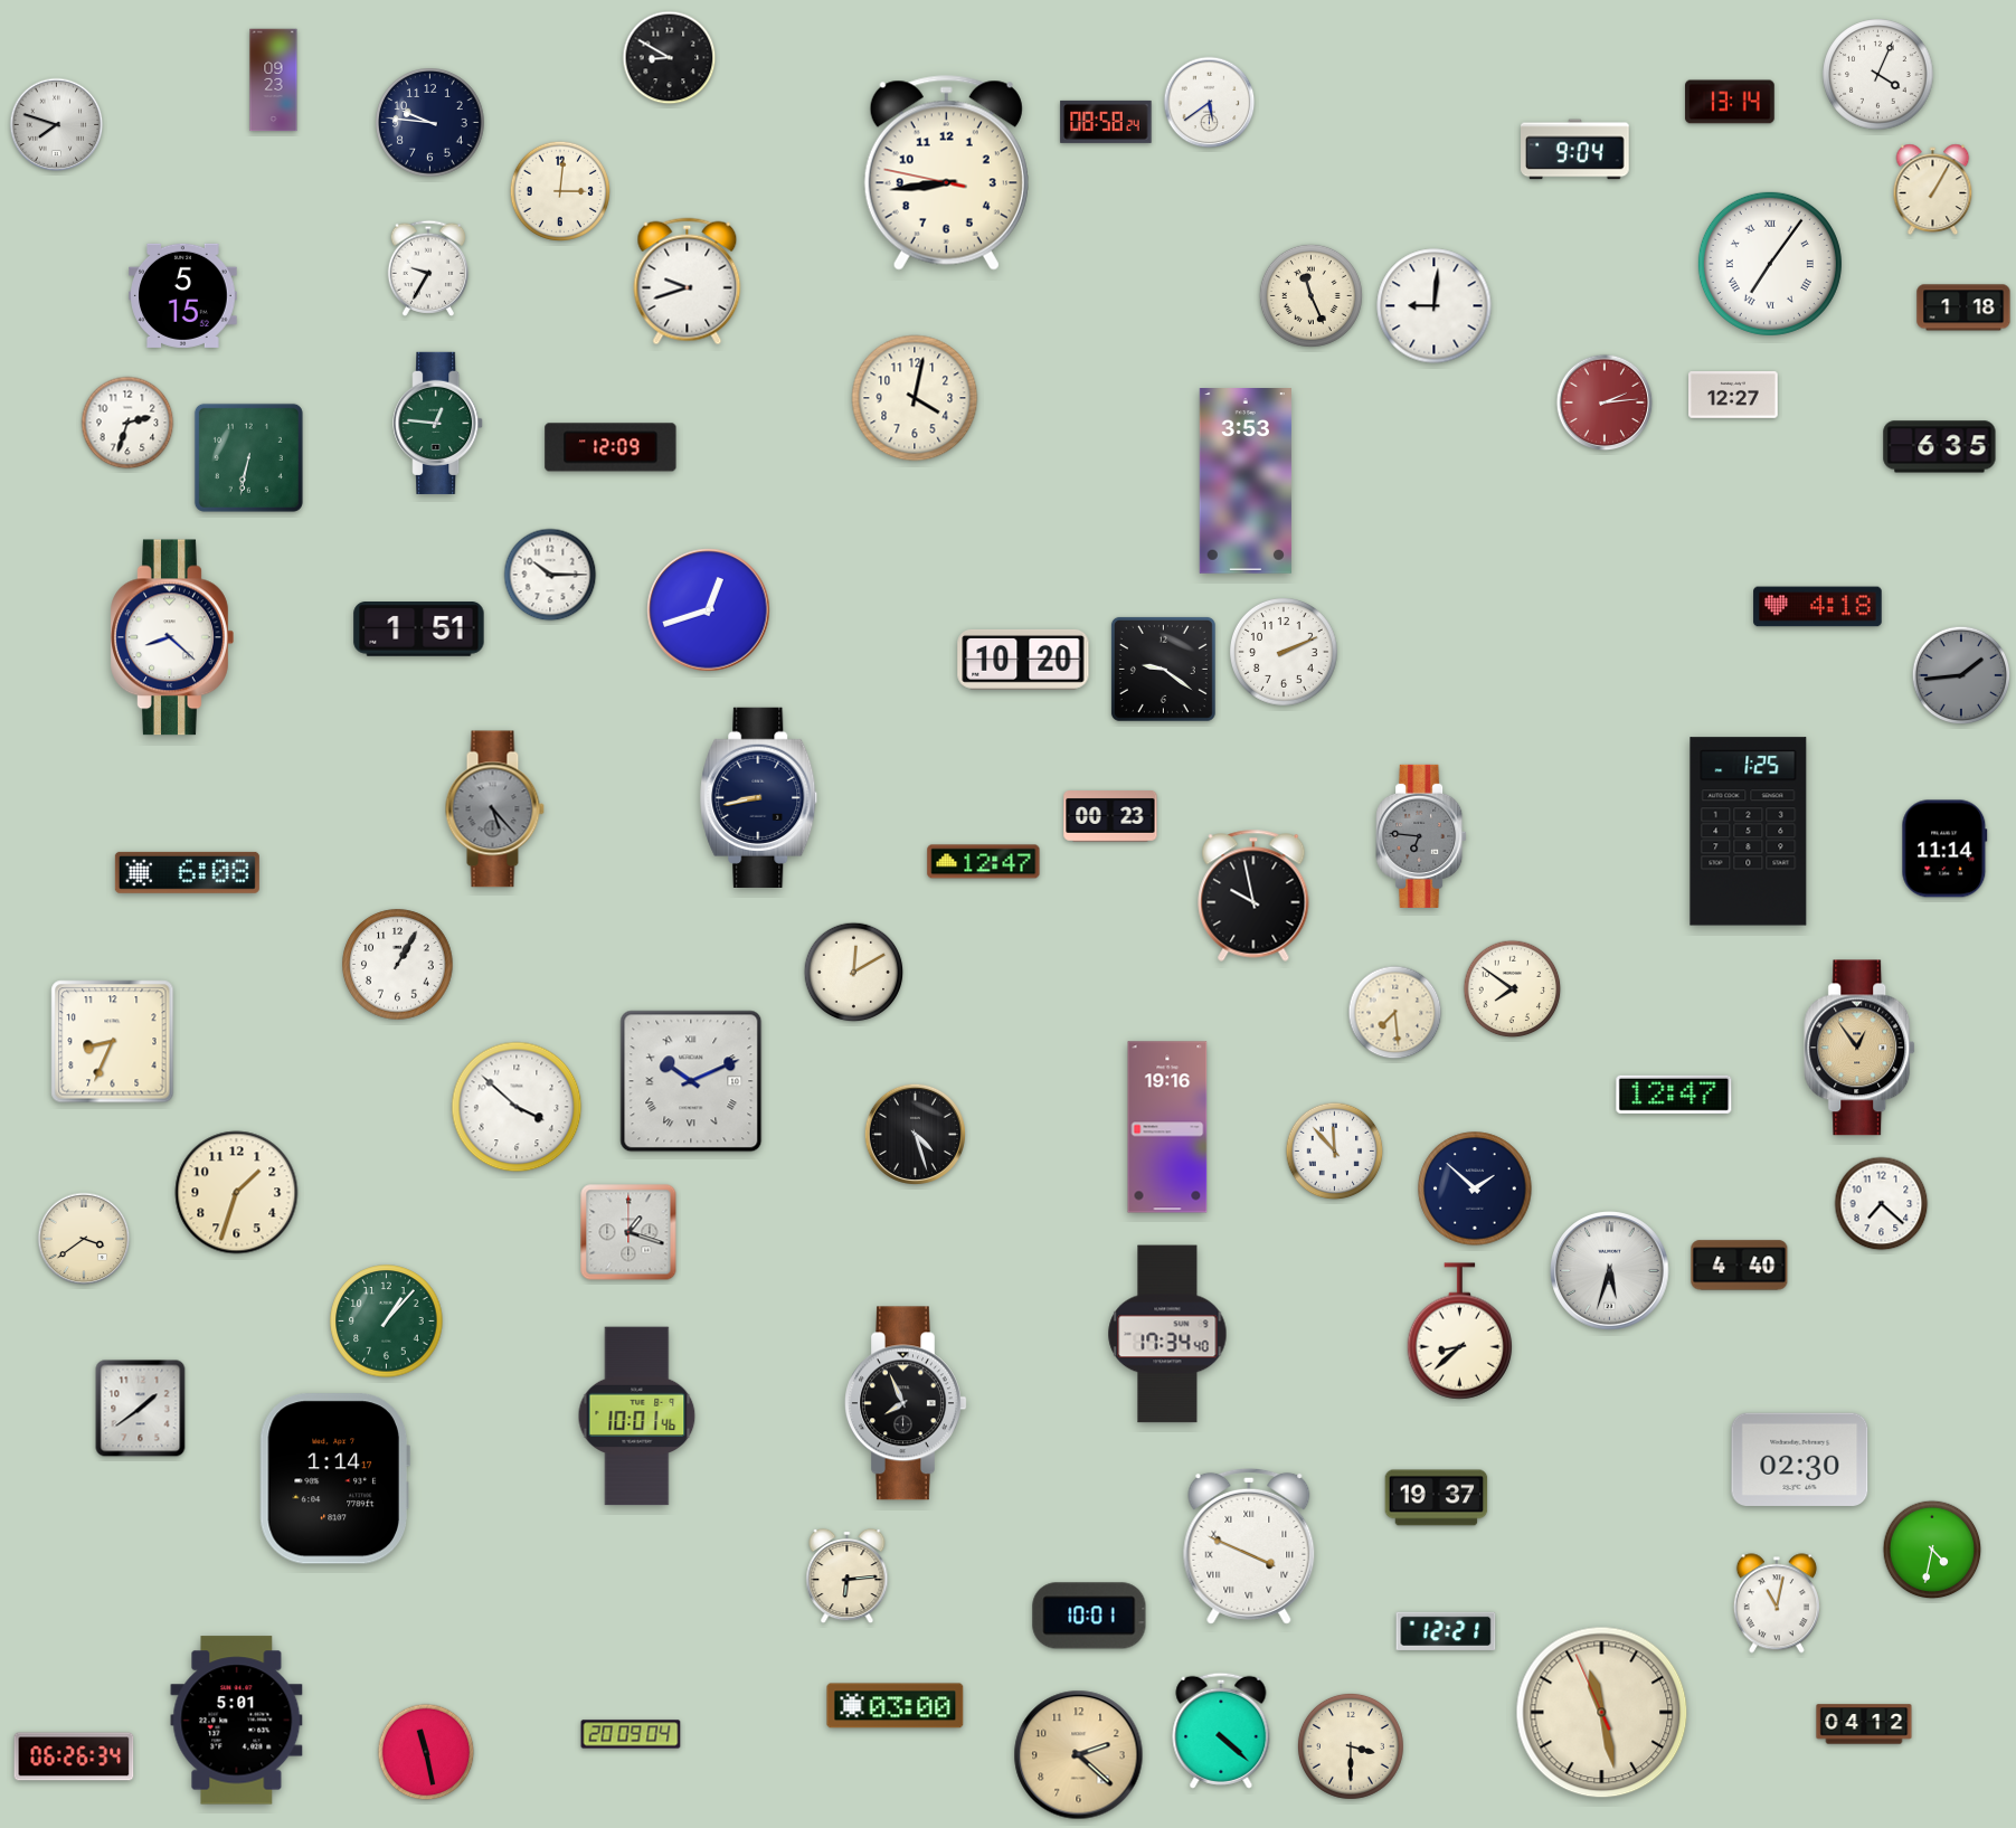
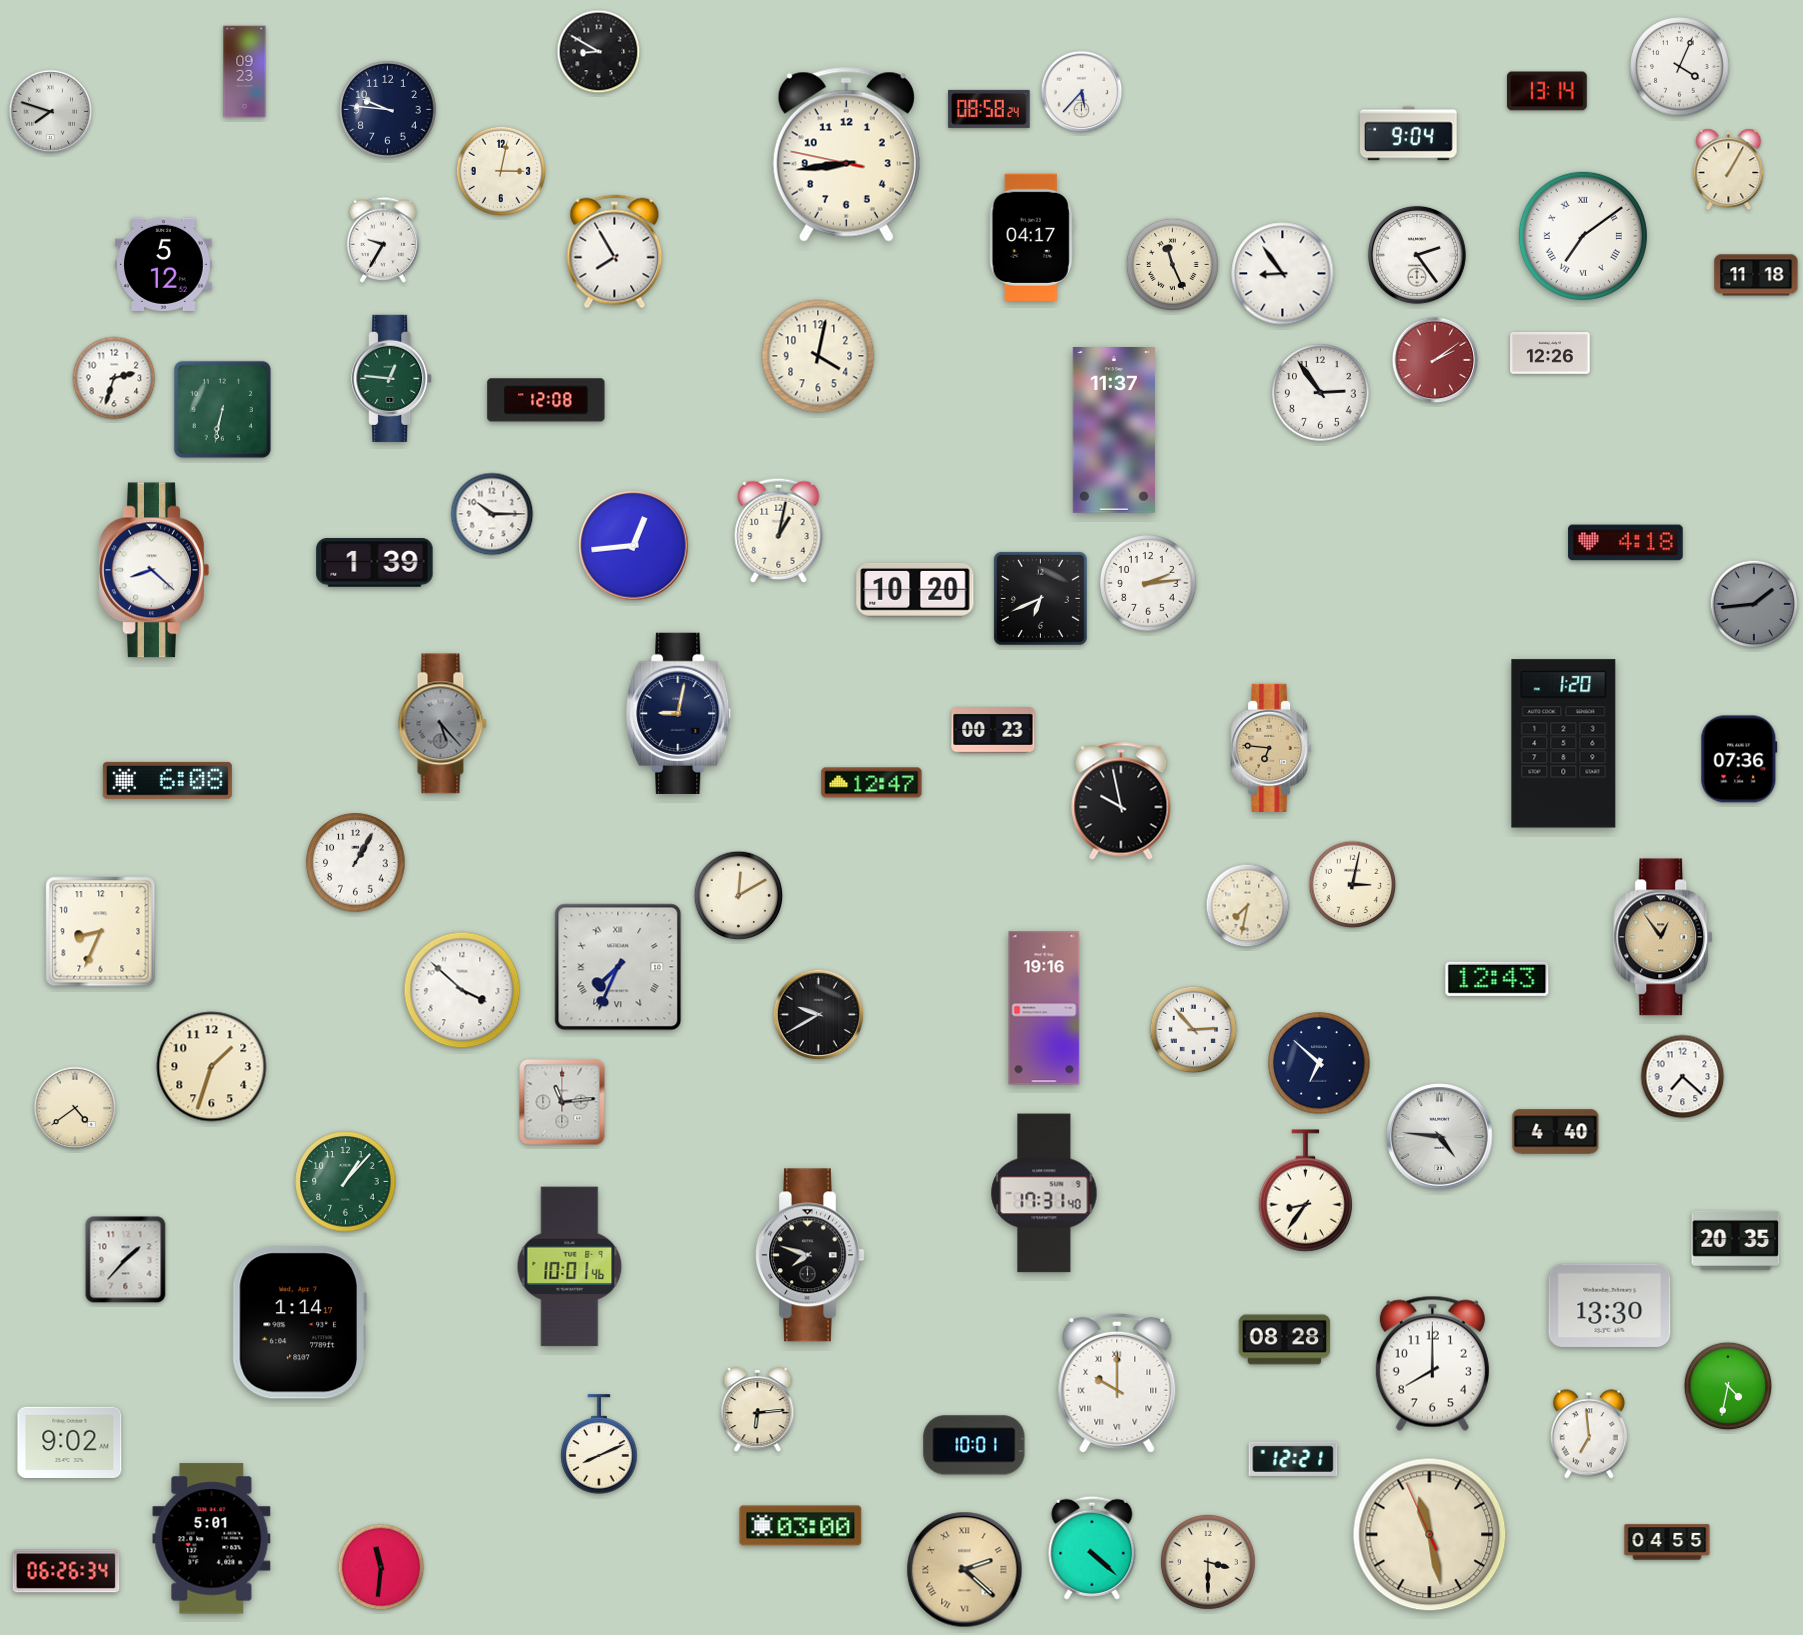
clock at (1210, 103): 5:39 -> 5:37
clock at (430, 123) position: (430, 123) -> (388, 110)
clock at (559, 190): 3:01 -> 3:02
clock at (1770, 264): 7:06 -> 7:09
clock at (1031, 237): none -> 04:17
clock at (688, 282): 9:42 -> 7:55
clock at (1417, 255): none -> 2:24
clock at (183, 295): 5:15 -> 5:12
clock at (1435, 306): 9:01 -> 8:54
clock at (1963, 307): 1:18 -> 11:18
clock at (1733, 396): 12:27 -> 12:26
clock at (1605, 402): 2:14 -> 2:09
clock at (1321, 393): none -> 2:54
clock at (611, 447): 12:09 -> 12:08
clock at (1940, 447): 6:35 -> none
clock at (1246, 482): 3:53 -> 11:37
clock at (779, 530): none -> 1:02
clock at (709, 610): 12:42 -> 12:44
clock at (419, 629): 1:51 -> 1:39
clock at (1285, 653): 2:11 -> 2:14
clock at (1163, 669): 9:21 -> 6:41
clock at (759, 797): 8:43 -> 9:02
clock at (1749, 832): 1:25 -> 1:20
clock at (1421, 836) dial: grey -> champagne
clock at (1944, 849): 11:14 -> 07:36
clock at (984, 862) position: (984, 862) -> (872, 783)
clock at (854, 973) position: (854, 973) -> (739, 896)
clock at (1513, 989): 7:51 -> 3:02
clock at (1395, 1013): 7:29 -> 7:32
clock at (691, 1081): 10:11 -> 7:34
clock at (1674, 1095): 12:47 -> 12:43
clock at (915, 1134): 4:27 -> 9:40
clock at (1335, 1152): 11:53 -> 2:53
clock at (1475, 1188): 1:52 -> 6:52
clock at (628, 1232): 1:18 -> 11:14
clock at (84, 1239): 3:39 -> 4:39
clock at (1610, 1271): 5:33 -> 4:46
clock at (1460, 1332): 8:38 -> 8:36
clock at (1167, 1334): 17:34 -> 17:31
clock at (1736, 1240): none -> 20:35
clock at (907, 1403): 7:56 -> 7:48
clock at (141, 1409): 1:39 -> 1:37
clock at (1800, 1459): 02:30 -> 13:30
clock at (1437, 1498): 19:37 -> 08:28
clock at (1432, 1363): none -> 8:00
clock at (1249, 1546): 3:49 -> 10:00
clock at (1777, 1603): 11:02 -> 6:59
clock at (70, 1442): none -> 9:02
clock at (599, 1444): none -> 8:11
clock at (1602, 1713) position: (1602, 1713) -> (1430, 1535)
clock at (1864, 1724): 04:12 -> 04:55
clock at (631, 1734): 20:09 -> none
clock at (426, 1752): 11:28 -> 11:31
clock at (1079, 1755) numerals: Arabic -> Roman
